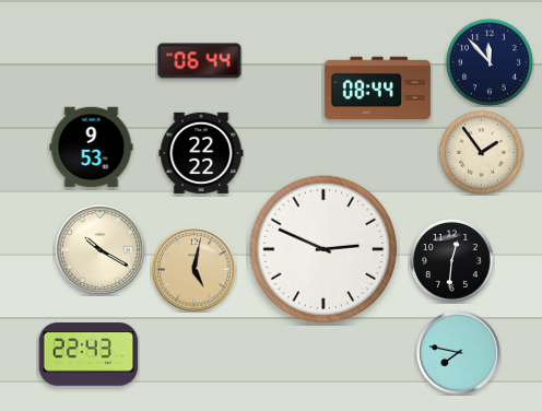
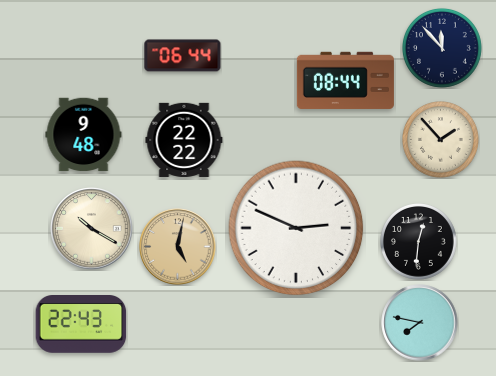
clock at (490, 62) position: (490, 62) -> (442, 48)
clock at (92, 148): 9:53 -> 9:48
clock at (482, 153): 1:54 -> 1:53
clock at (452, 261) position: (452, 261) -> (419, 242)
